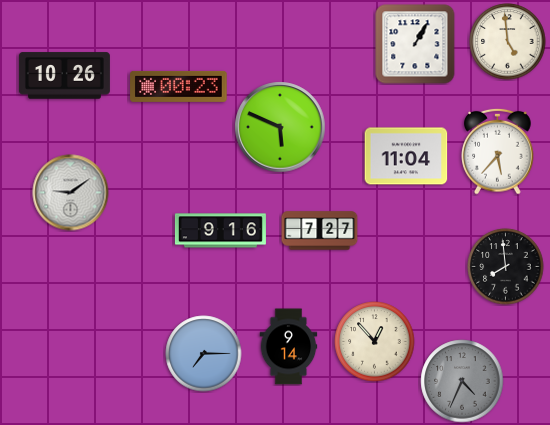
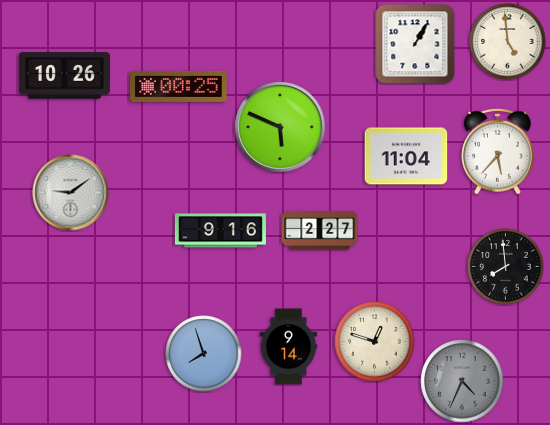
clock at (179, 86): 00:23 -> 00:25
clock at (320, 231): 7:27 -> 2:27
clock at (375, 342): 12:53 -> 12:48
clock at (204, 354): 7:15 -> 7:57
